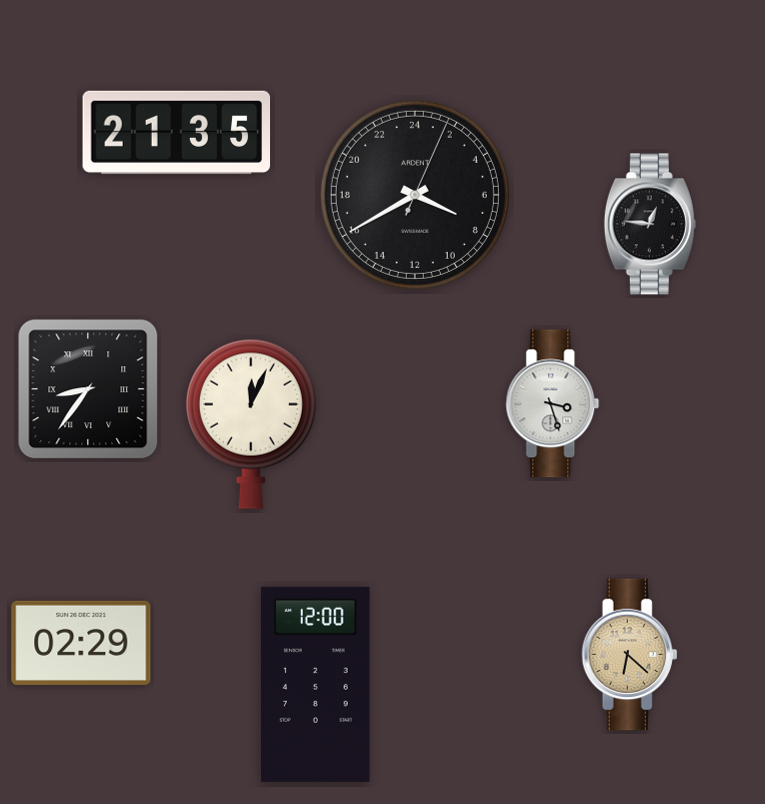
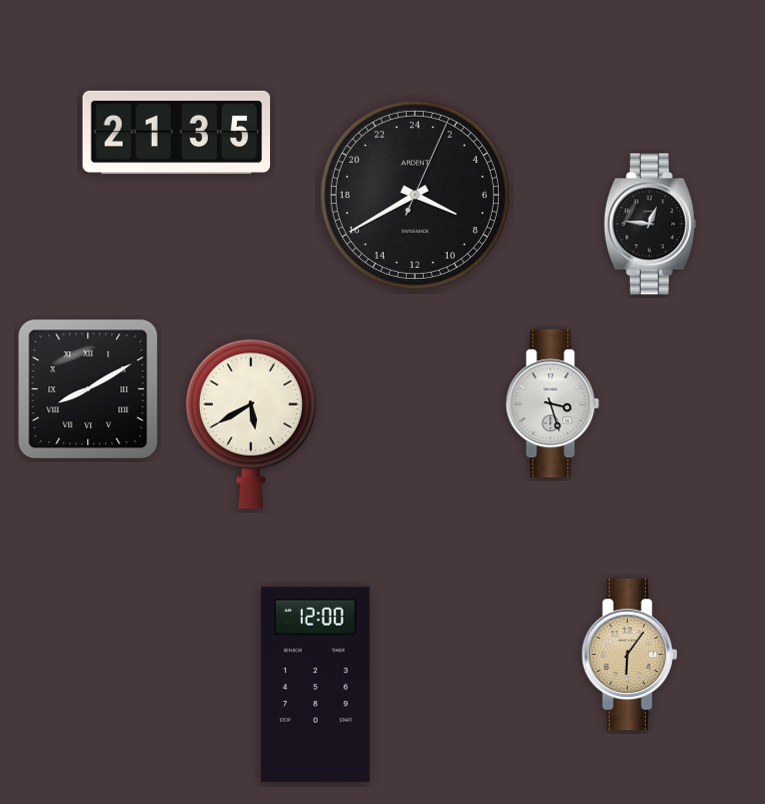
clock at (88, 389): 8:36 -> 8:10
clock at (251, 424): 12:04 -> 5:40
clock at (81, 643): 02:29 -> none
clock at (630, 655): 6:22 -> 6:06
